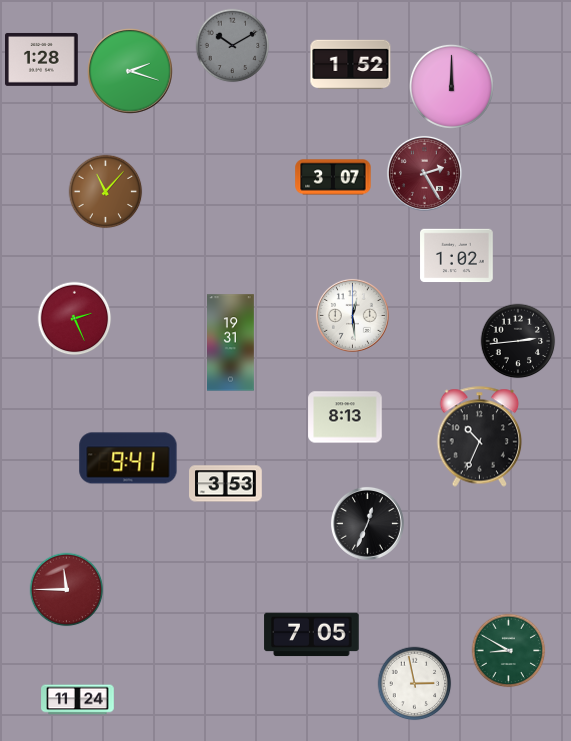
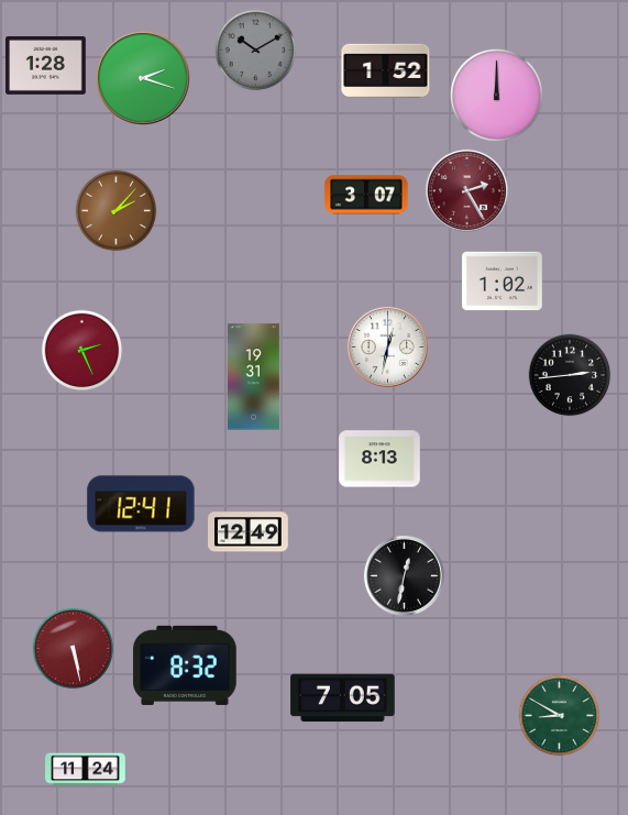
clock at (106, 192): 11:07 -> 2:07
clock at (352, 315): 12:29 -> 12:32
clock at (480, 437): 10:34 -> none
clock at (128, 458): 9:41 -> 12:41
clock at (226, 484): 3:53 -> 12:49
clock at (367, 523): 12:34 -> 12:32
clock at (67, 590): 11:45 -> 5:28
clock at (185, 665): none -> 8:32
clock at (415, 684): 2:58 -> none
